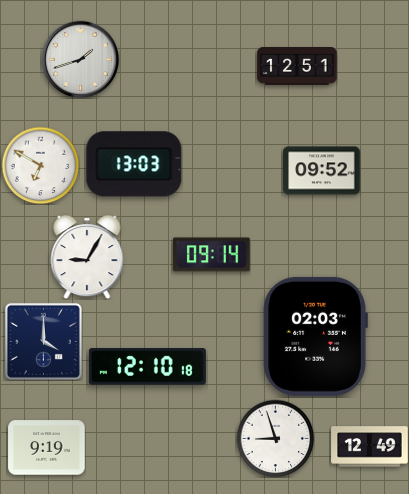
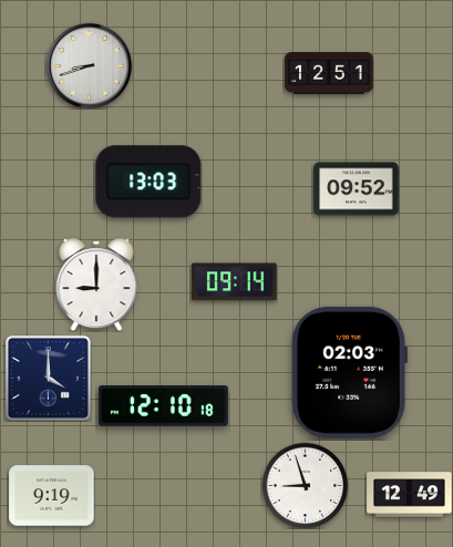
clock at (80, 59): 1:42 -> 8:42
clock at (40, 165): 6:50 -> none
clock at (87, 258): 9:05 -> 9:00
